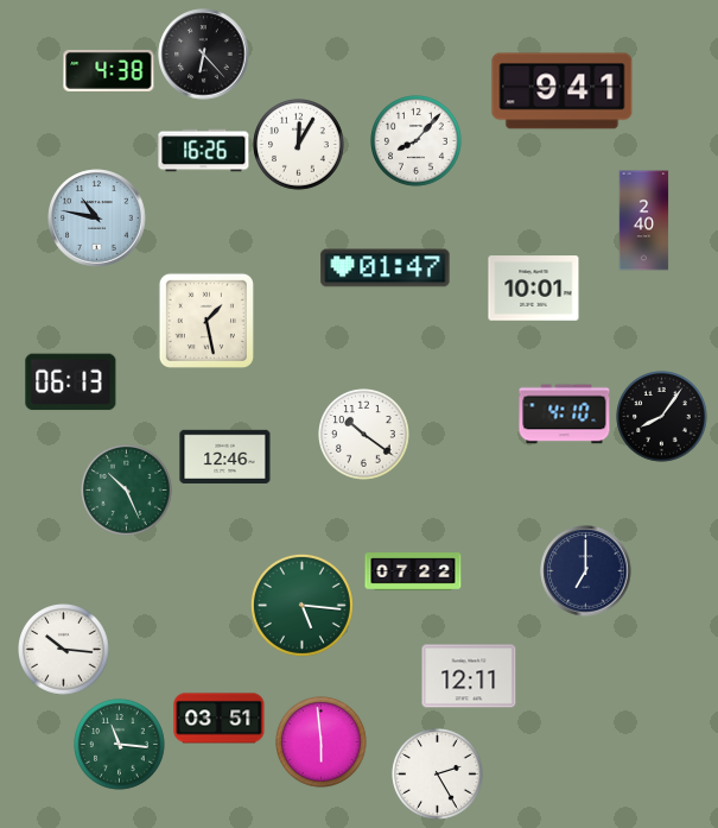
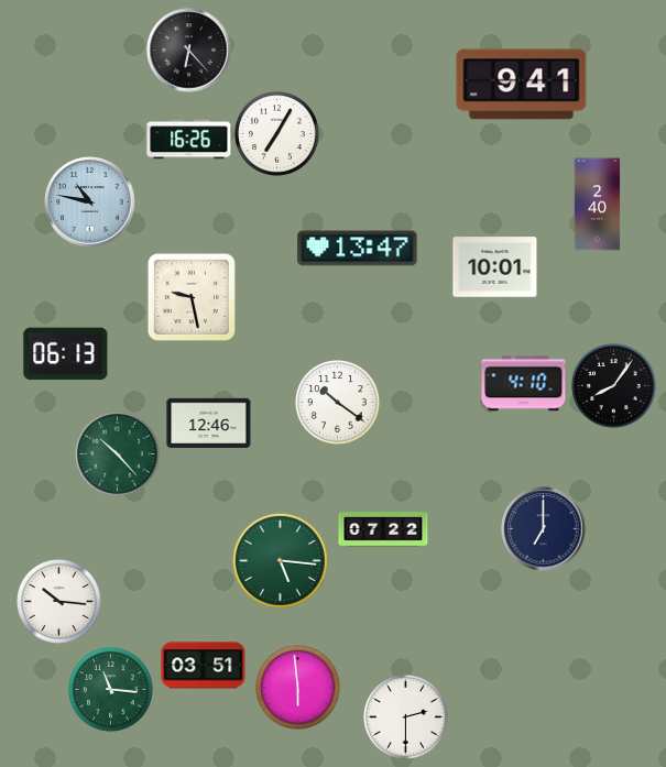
clock at (109, 70): 4:38 -> none
clock at (417, 141): 8:07 -> none
clock at (299, 145): 12:05 -> 7:05
clock at (386, 268): 01:47 -> 13:47
clock at (206, 321): 1:28 -> 9:28
clock at (127, 491): 10:26 -> 10:23
clock at (469, 676): 12:11 -> none
clock at (438, 775): 2:25 -> 2:30
